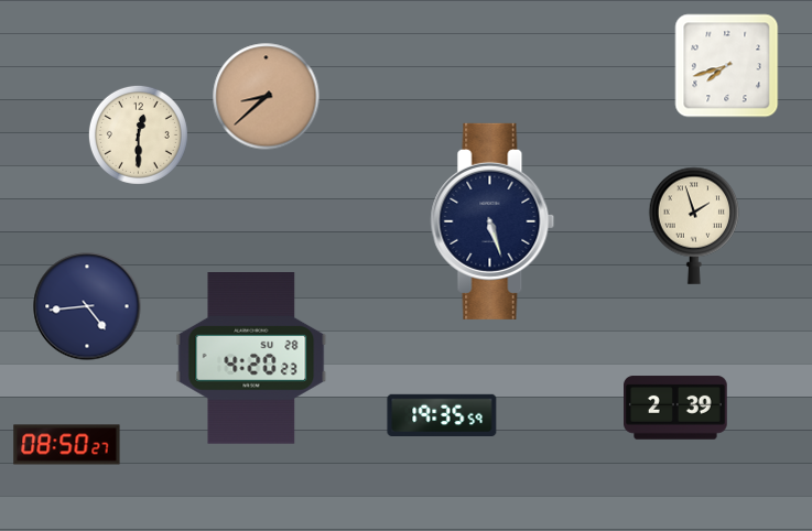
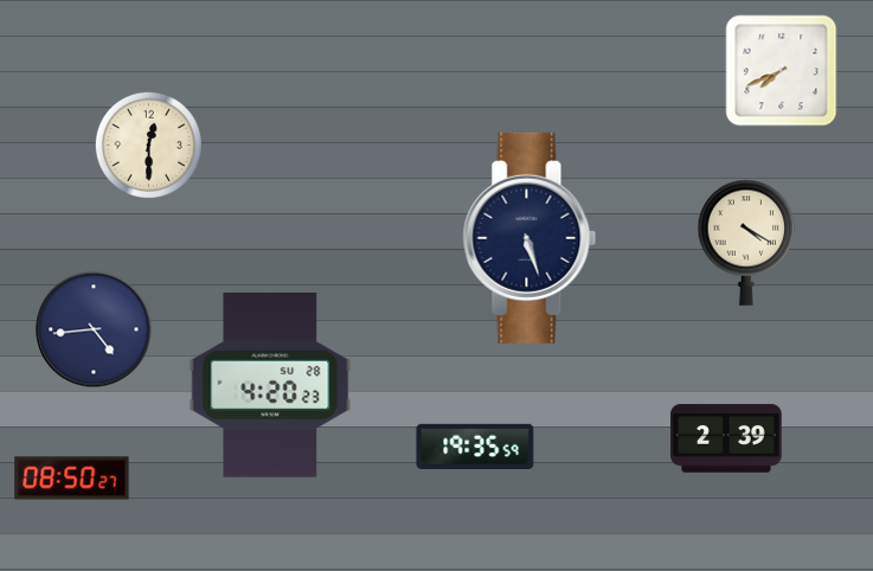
clock at (727, 66): 7:42 -> 7:41
clock at (267, 97): 8:38 -> none
clock at (694, 226): 1:57 -> 4:20
